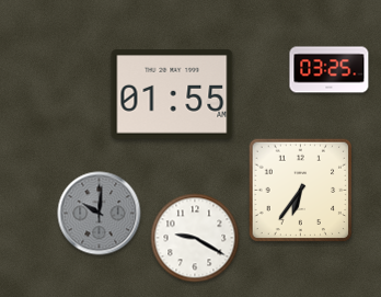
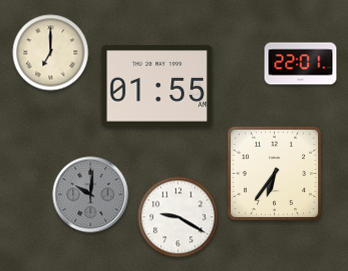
clock at (51, 53): none -> 7:00
clock at (330, 70): 03:25 -> 22:01
